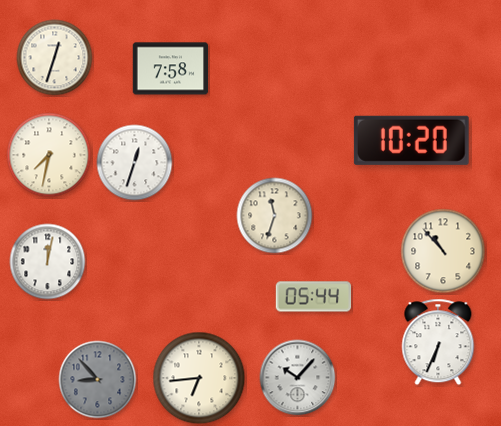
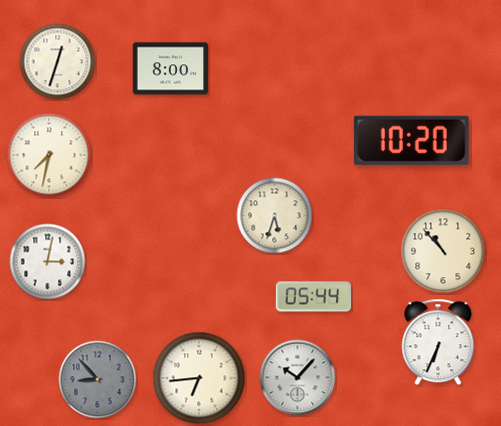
clock at (55, 58) position: (55, 58) -> (58, 62)
clock at (171, 69): 7:58 -> 8:00
clock at (135, 163): 12:33 -> none
clock at (275, 216): 11:33 -> 5:33
clock at (48, 262): 12:02 -> 3:02
